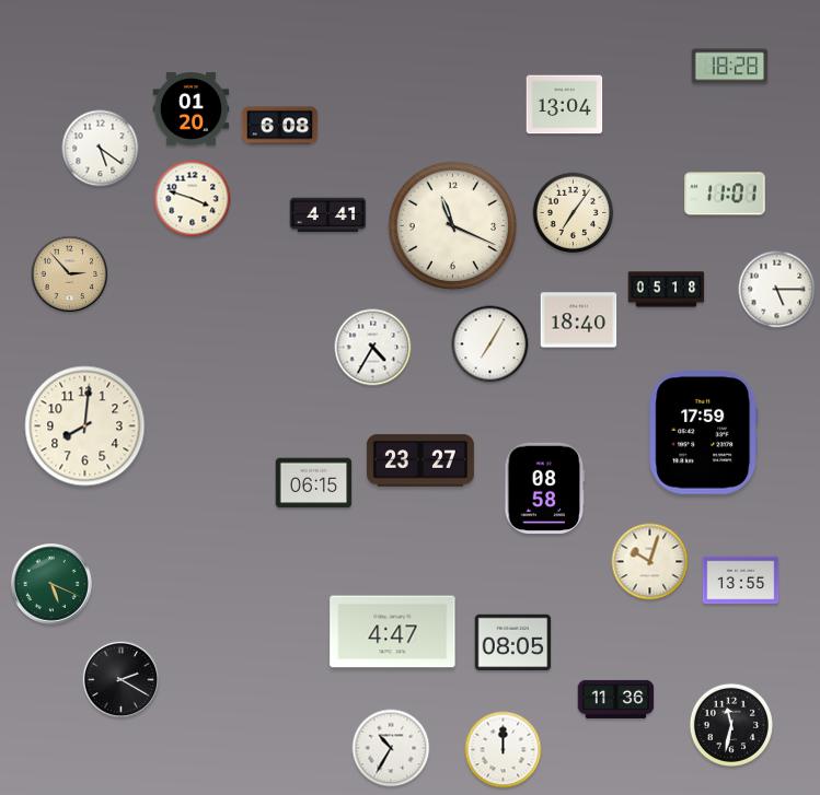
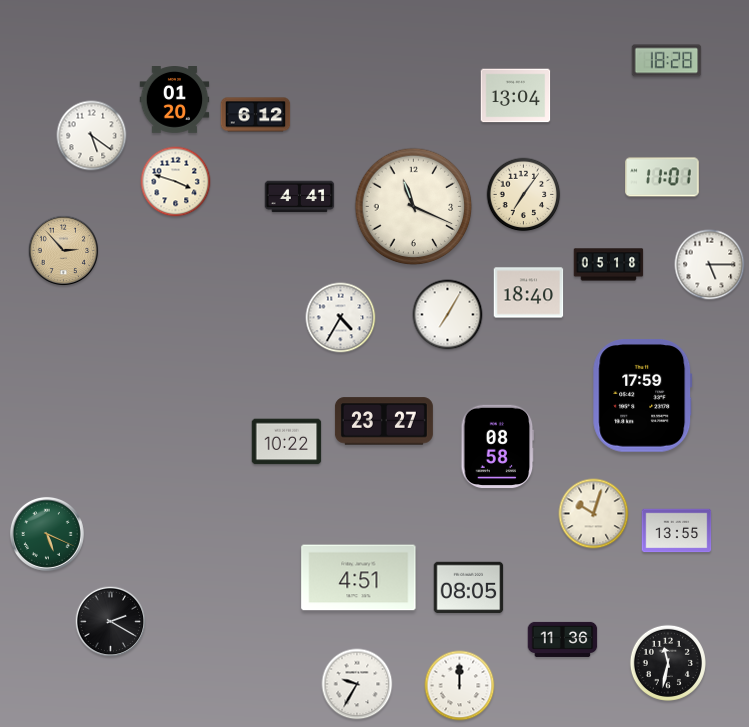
clock at (280, 126): 6:08 -> 6:12
clock at (85, 426): 8:01 -> none
clock at (314, 483): 06:15 -> 10:22
clock at (393, 632): 4:47 -> 4:51
clock at (391, 748): 10:35 -> 9:35
